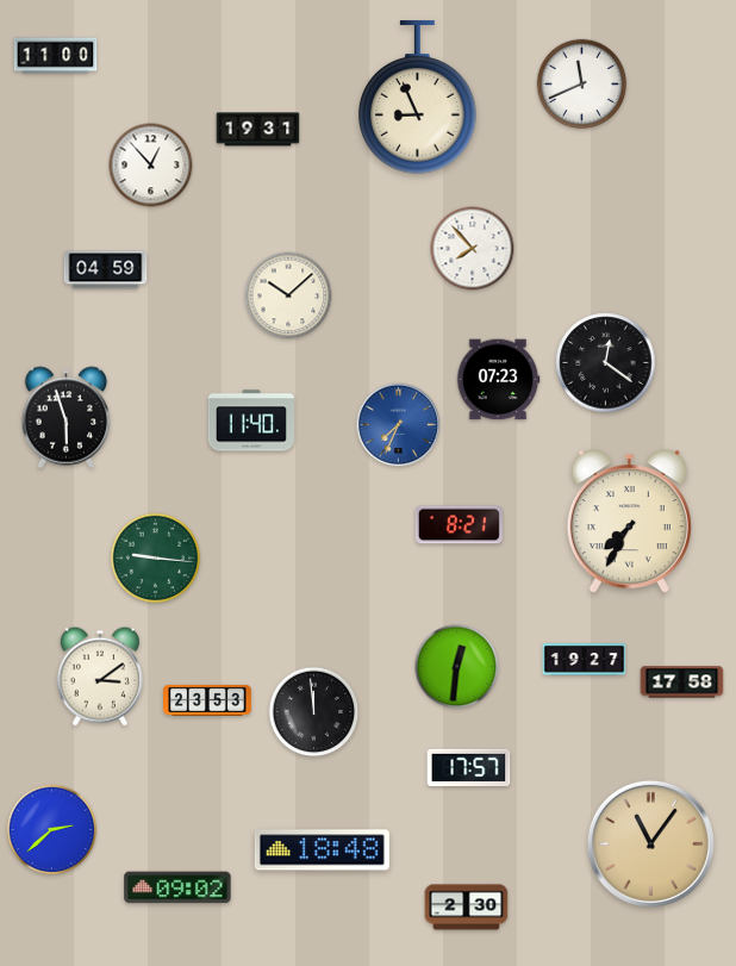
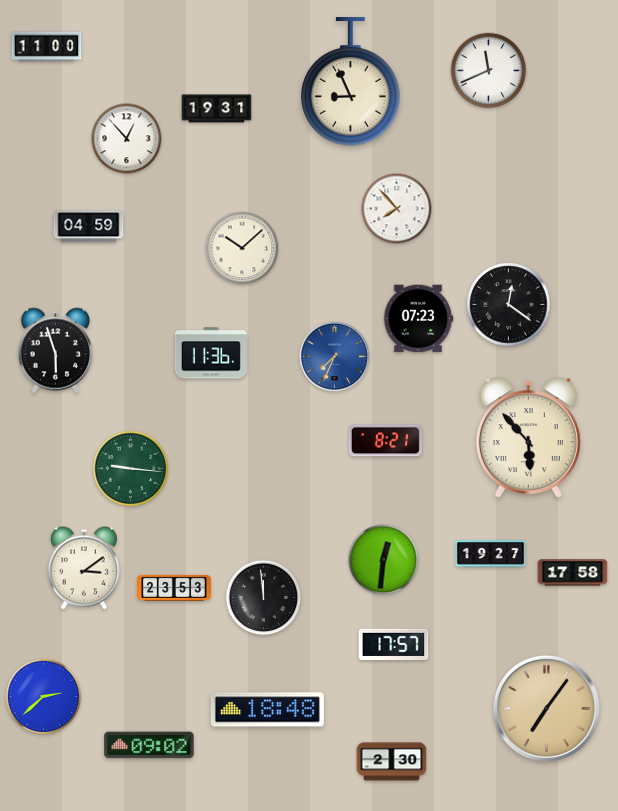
clock at (251, 420): 11:40 -> 11:36
clock at (629, 522): 7:35 -> 5:53
clock at (650, 843): 11:06 -> 7:06
clock at (322, 850) position: (322, 850) -> (267, 710)
